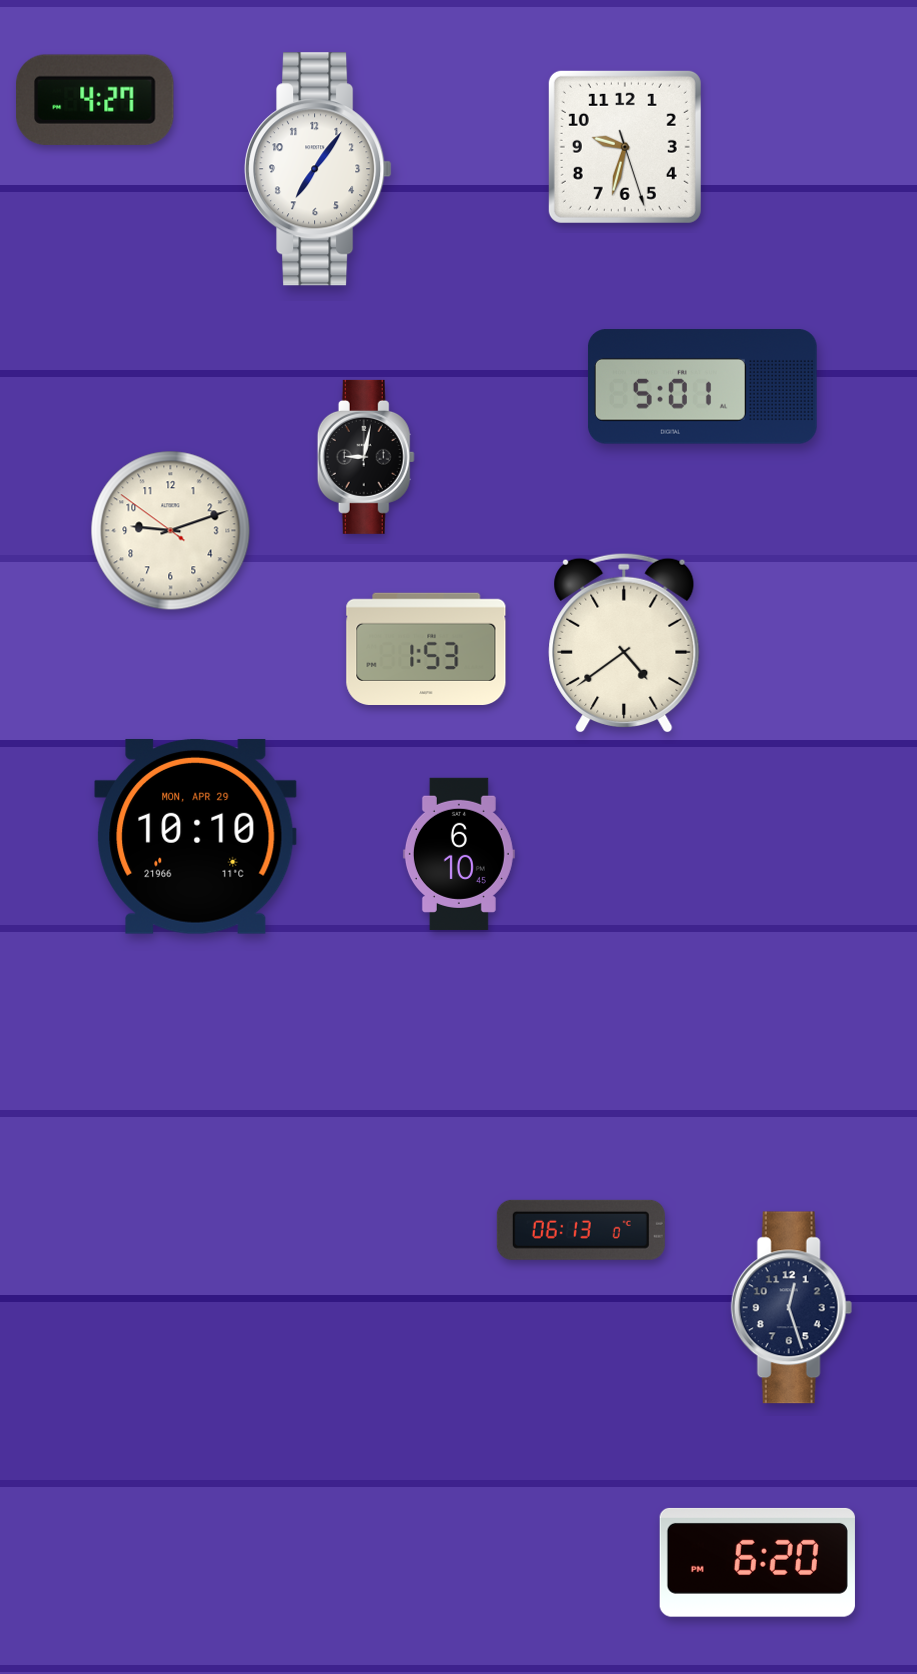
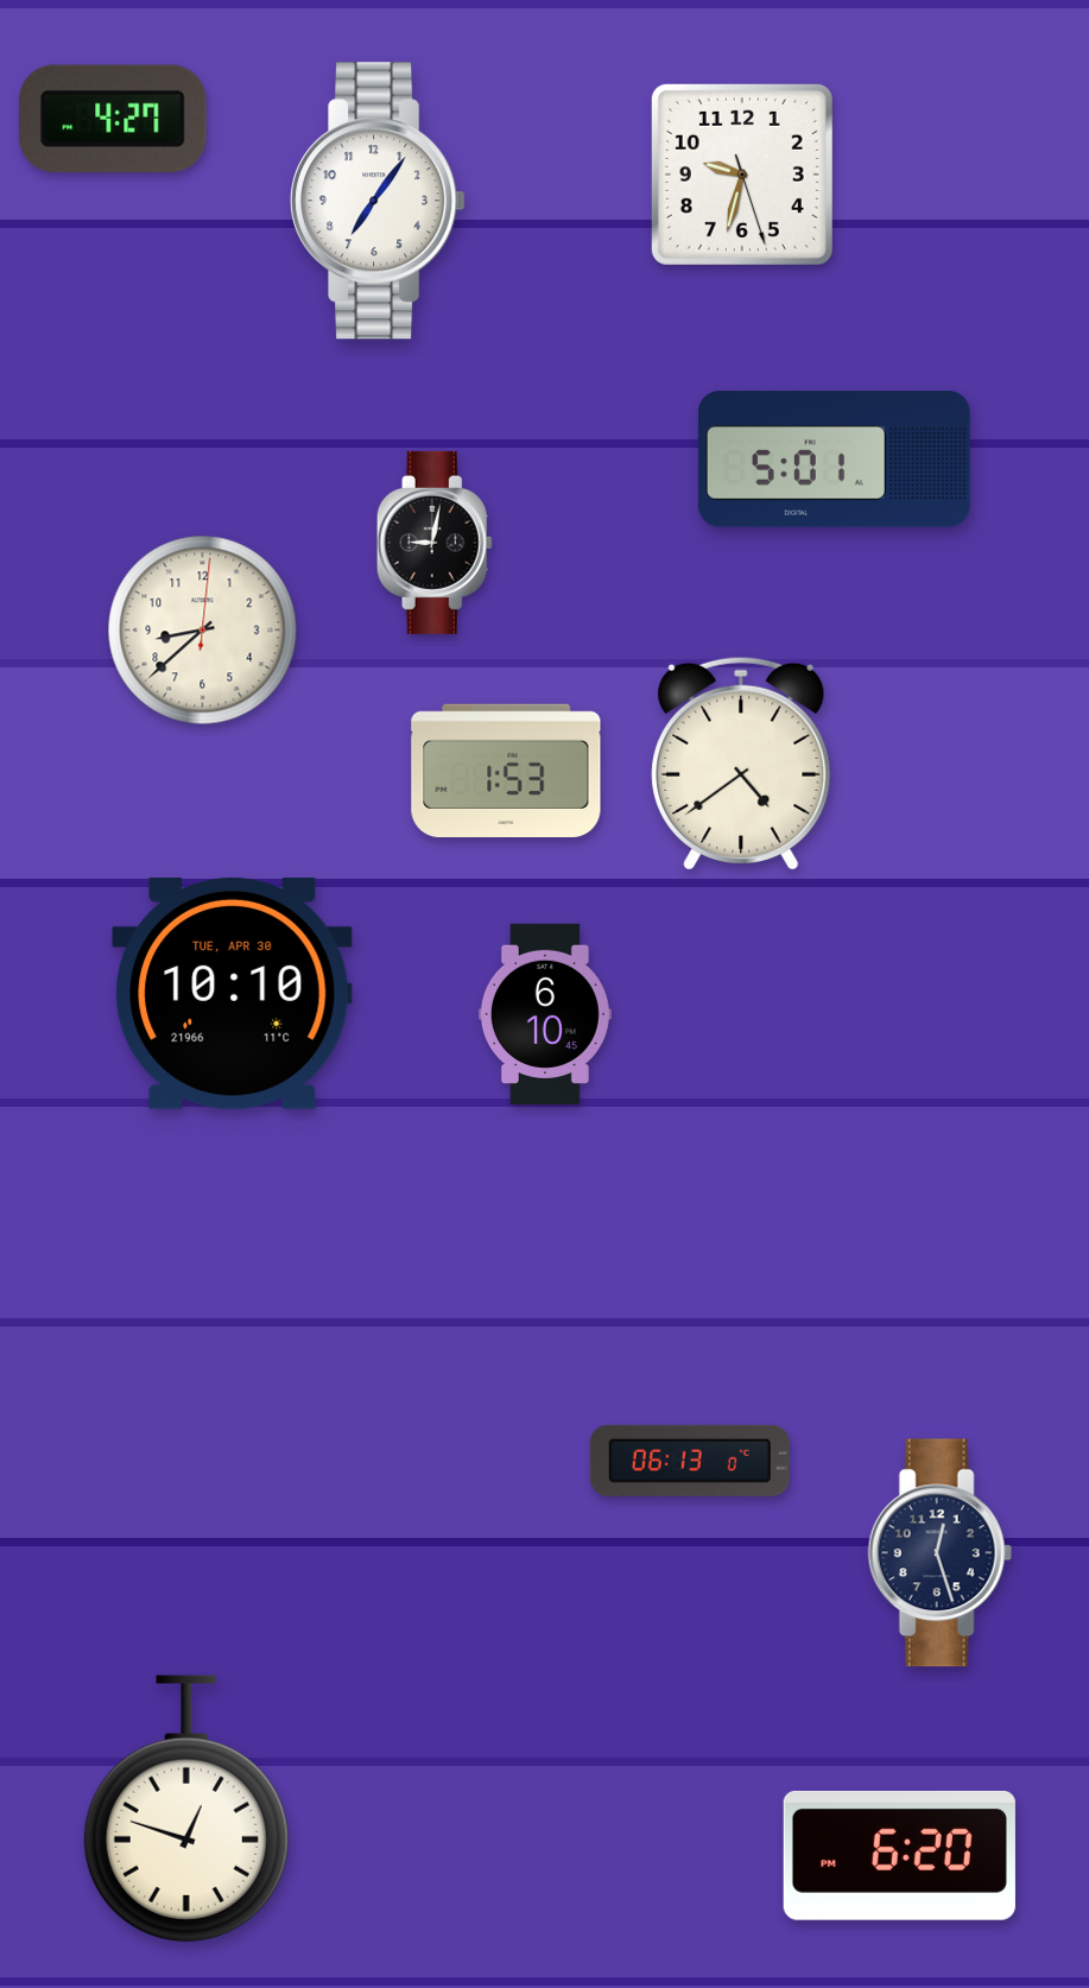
clock at (171, 531): 9:11 -> 8:38
clock at (196, 836) date: MON, APR 29 -> TUE, APR 30
clock at (186, 1809): none -> 12:48
